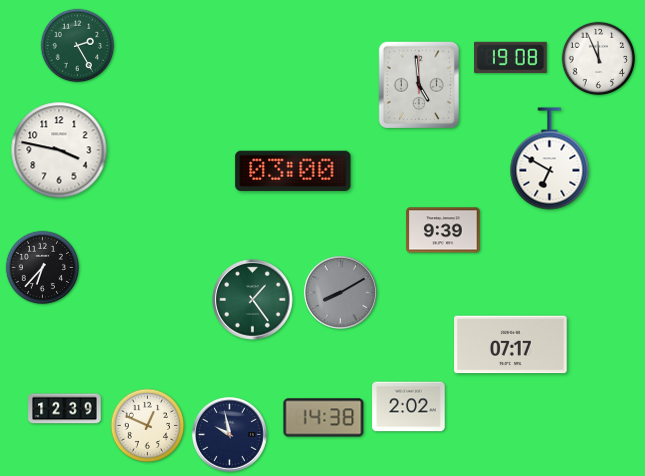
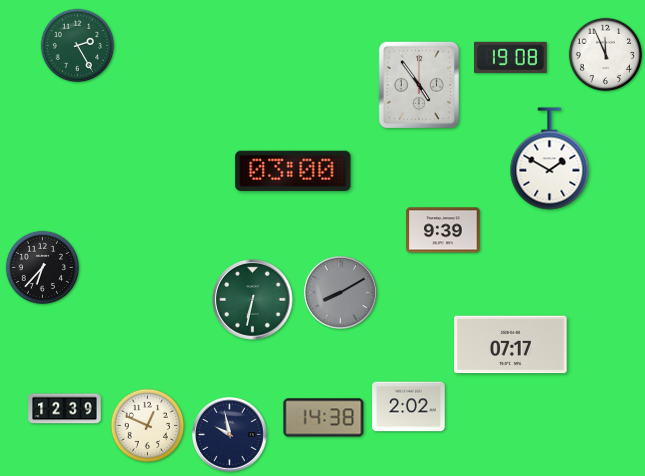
clock at (599, 59) position: (599, 59) -> (606, 55)
clock at (419, 85): 4:59 -> 4:54
clock at (59, 150): 3:47 -> none
clock at (550, 159): 6:50 -> 1:50
clock at (253, 300): 1:24 -> 6:32
